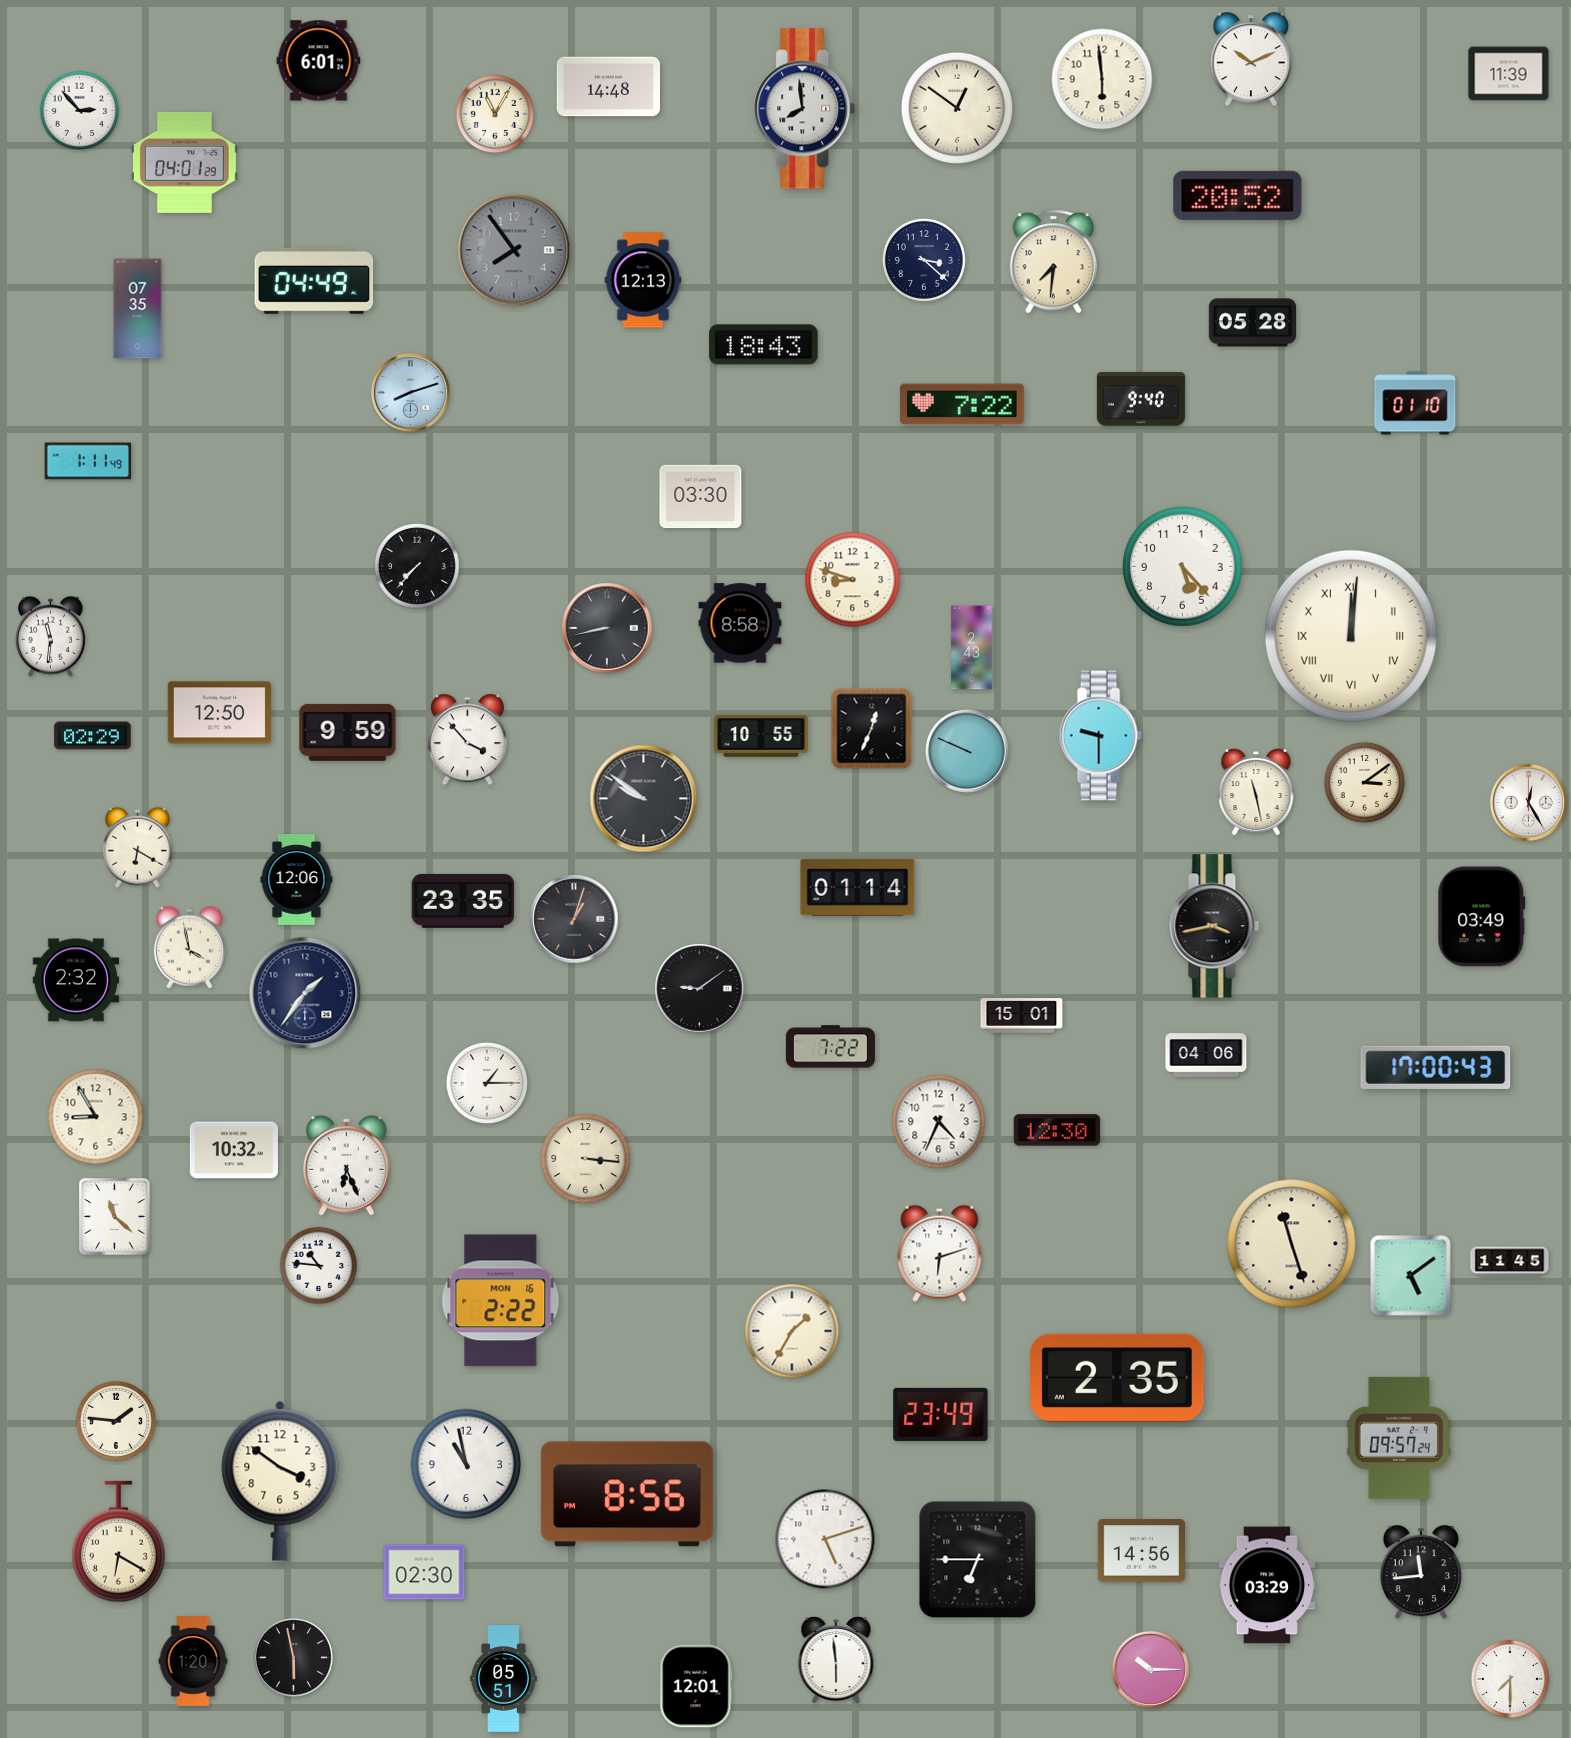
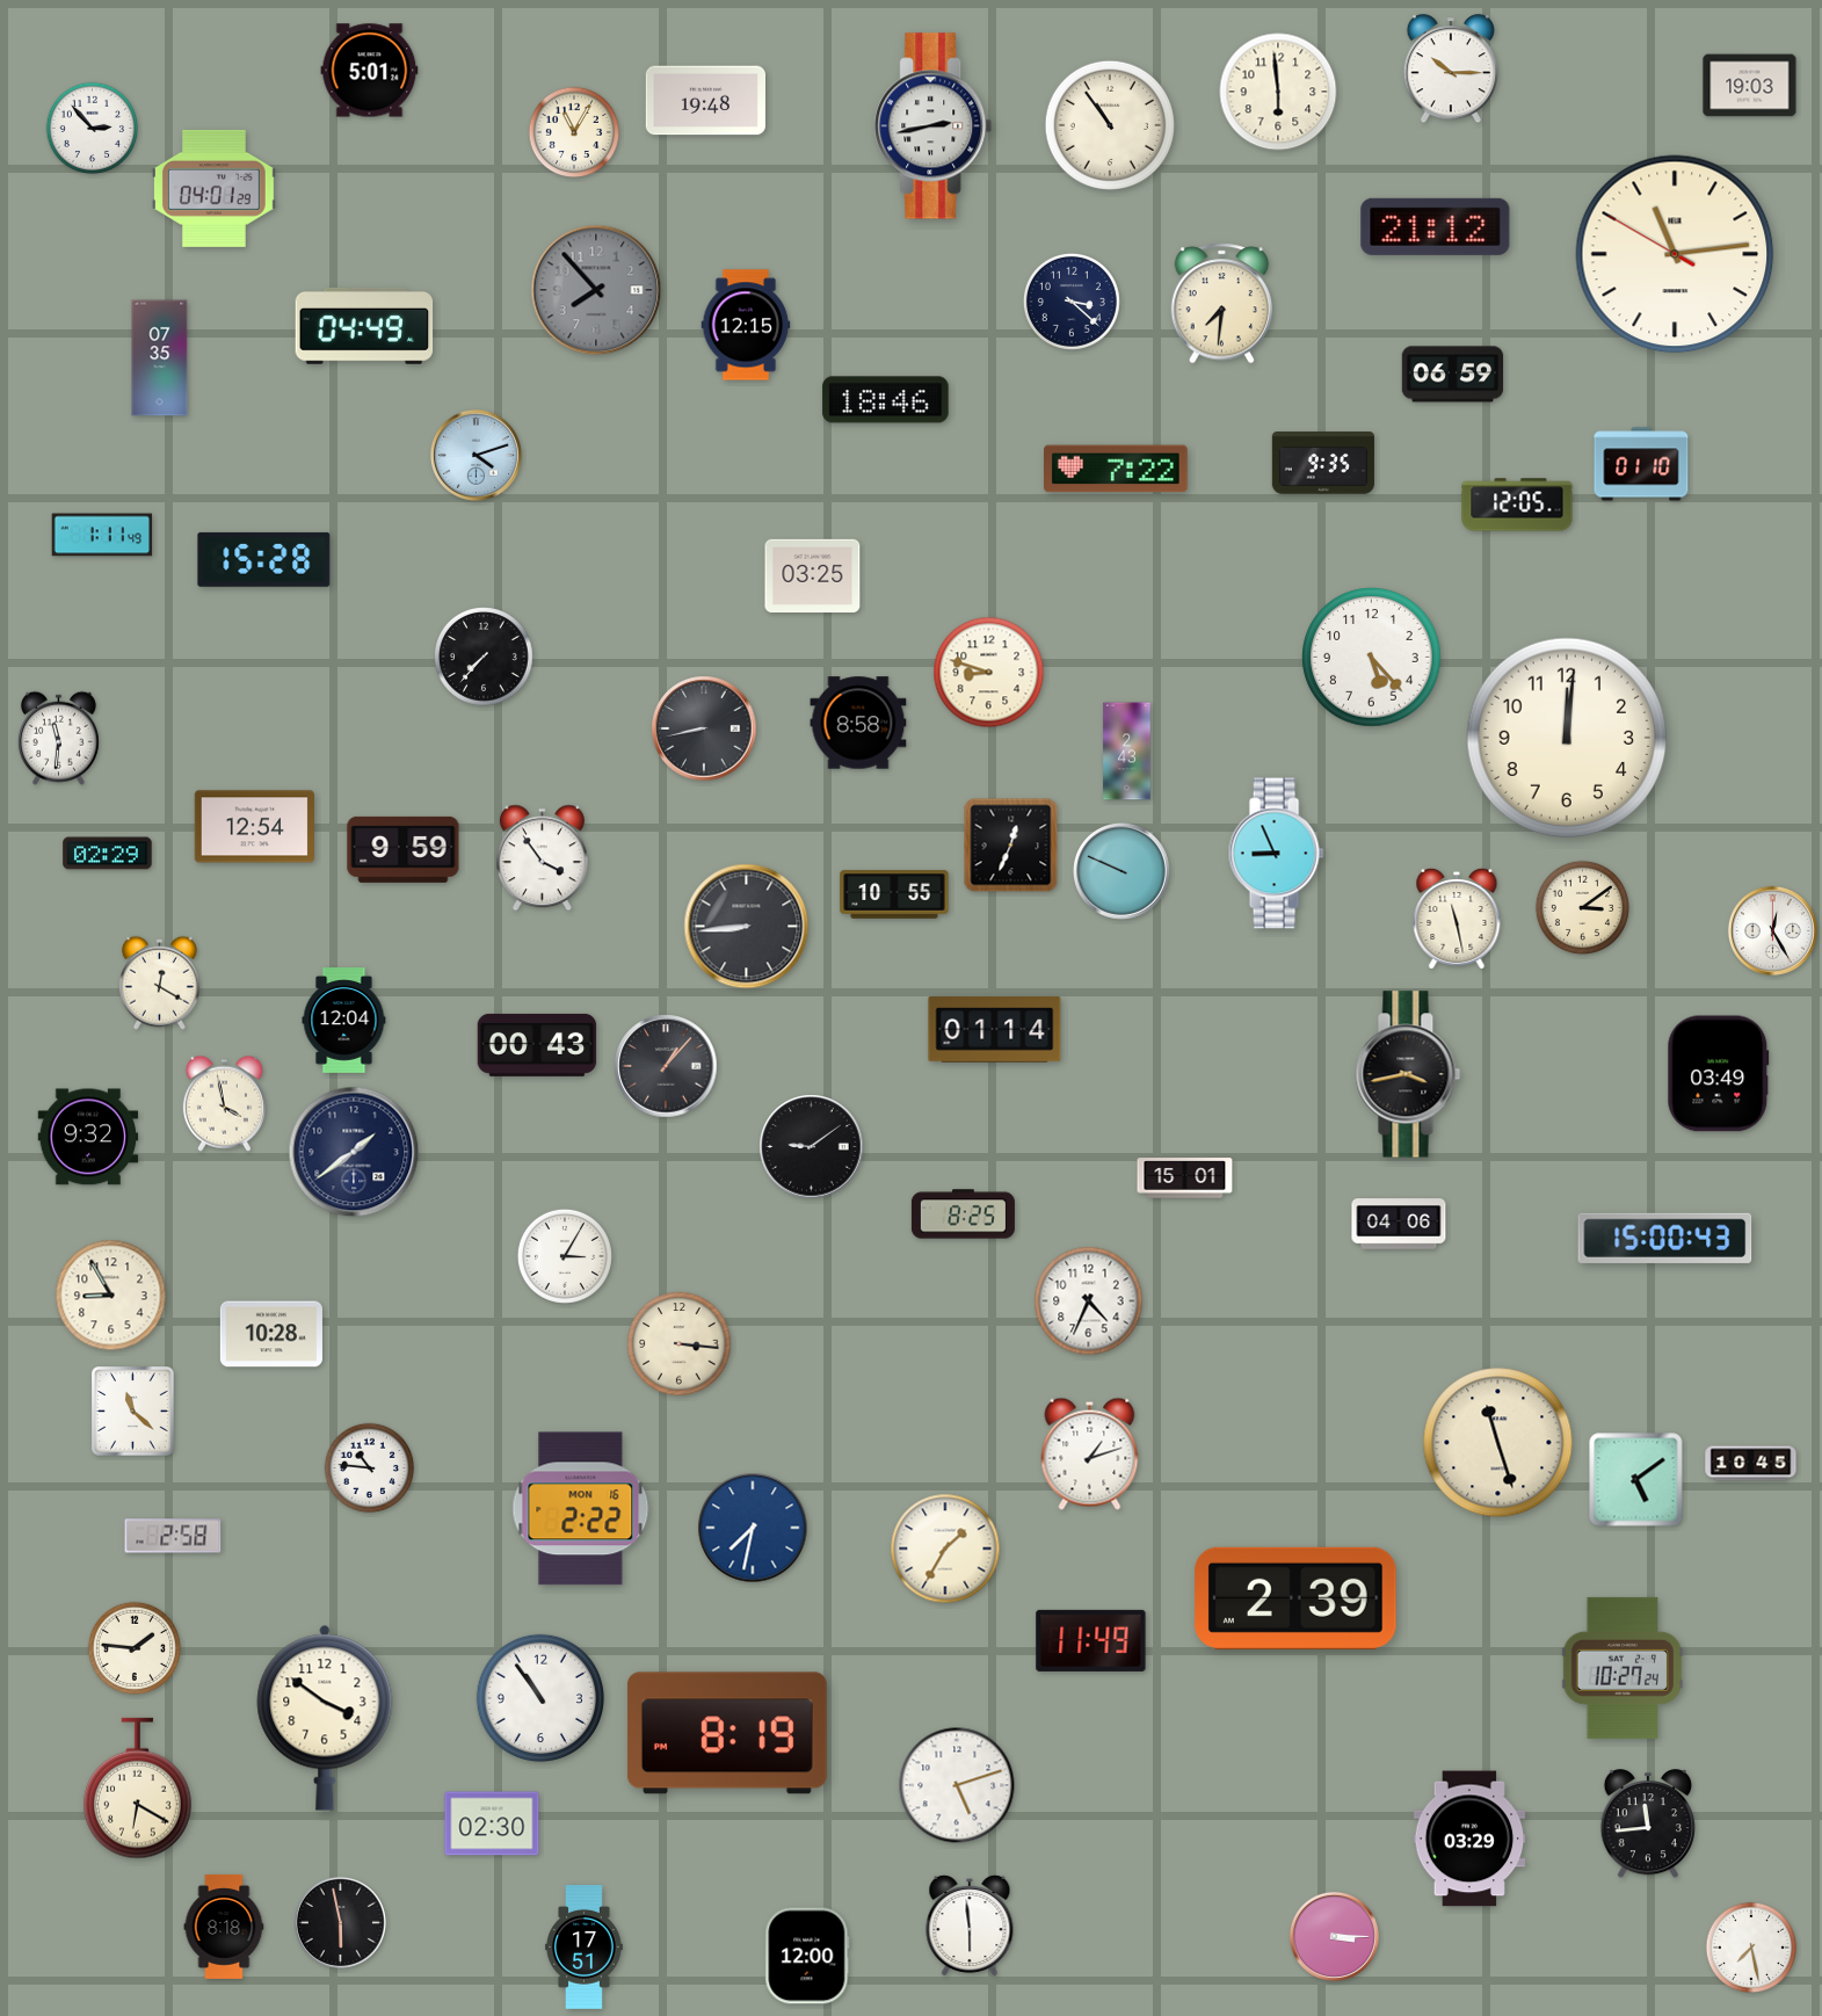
clock at (1250, 60): 10:11 -> 10:15
clock at (319, 61): 6:01 -> 5:01
clock at (1509, 74): 11:39 -> 19:03
clock at (608, 87): 14:48 -> 19:48
clock at (957, 108): 12:51 -> 10:54
clock at (805, 109): 7:59 -> 2:43
clock at (1238, 195): 20:52 -> 21:12
clock at (1675, 254): none -> 11:13
clock at (514, 250): 7:54 -> 7:53
clock at (643, 280): 12:13 -> 12:15
clock at (1253, 323): 05:28 -> 06:59
clock at (764, 345): 18:43 -> 18:46
clock at (410, 392): 8:12 -> 4:12
clock at (1141, 399): 9:40 -> 9:35
clock at (1415, 403) position: (1415, 403) -> (1641, 464)
clock at (1517, 505): none -> 12:05
clock at (264, 559): none -> 15:28
clock at (701, 497): 03:30 -> 03:25
clock at (1351, 636) numerals: Roman -> Arabic
clock at (219, 713): 12:50 -> 12:54
clock at (761, 736) position: (761, 736) -> (894, 894)
clock at (1100, 736): 9:30 -> 8:56
clock at (467, 740): 3:53 -> 3:54
clock at (644, 799): 9:51 -> 8:44
clock at (137, 847): 6:20 -> 12:20
clock at (297, 880): 12:06 -> 12:04
clock at (463, 901): 23:35 -> 00:43
clock at (1482, 917) position: (1482, 917) -> (1719, 1074)
clock at (574, 919): 1:03 -> 1:07
clock at (189, 947) position: (189, 947) -> (224, 1103)
clock at (76, 980): 2:32 -> 9:32
clock at (305, 993): 1:36 -> 1:39
clock at (830, 1047): 7:22 -> 8:25
clock at (1436, 1067): 17:00 -> 15:00
clock at (487, 1083): 1:15 -> 3:05
clock at (1057, 1130): 12:30 -> none
clock at (234, 1150): 10:32 -> 10:28
clock at (347, 1166): 6:26 -> none
clock at (940, 1253): 6:12 -> 1:12
clock at (1510, 1262): 11:45 -> 10:45
clock at (753, 1528): none -> 7:32
clock at (173, 1536): none -> 2:58
clock at (792, 1331) position: (792, 1331) -> (945, 1549)
clock at (1117, 1378): 2:35 -> 2:39
clock at (941, 1414): 23:49 -> 11:49
clock at (1399, 1438): 09:57 -> 10:27
clock at (466, 1464): 10:58 -> 10:54
clock at (627, 1494): 8:56 -> 8:19
clock at (1141, 1551): 14:56 -> none
clock at (978, 1560): 6:45 -> none
clock at (193, 1661): 1:20 -> 8:18
clock at (1150, 1669): 10:15 -> 3:15
clock at (504, 1679): 05:51 -> 17:51
clock at (1510, 1679): 7:30 -> 7:28
clock at (696, 1686): 12:01 -> 12:00
